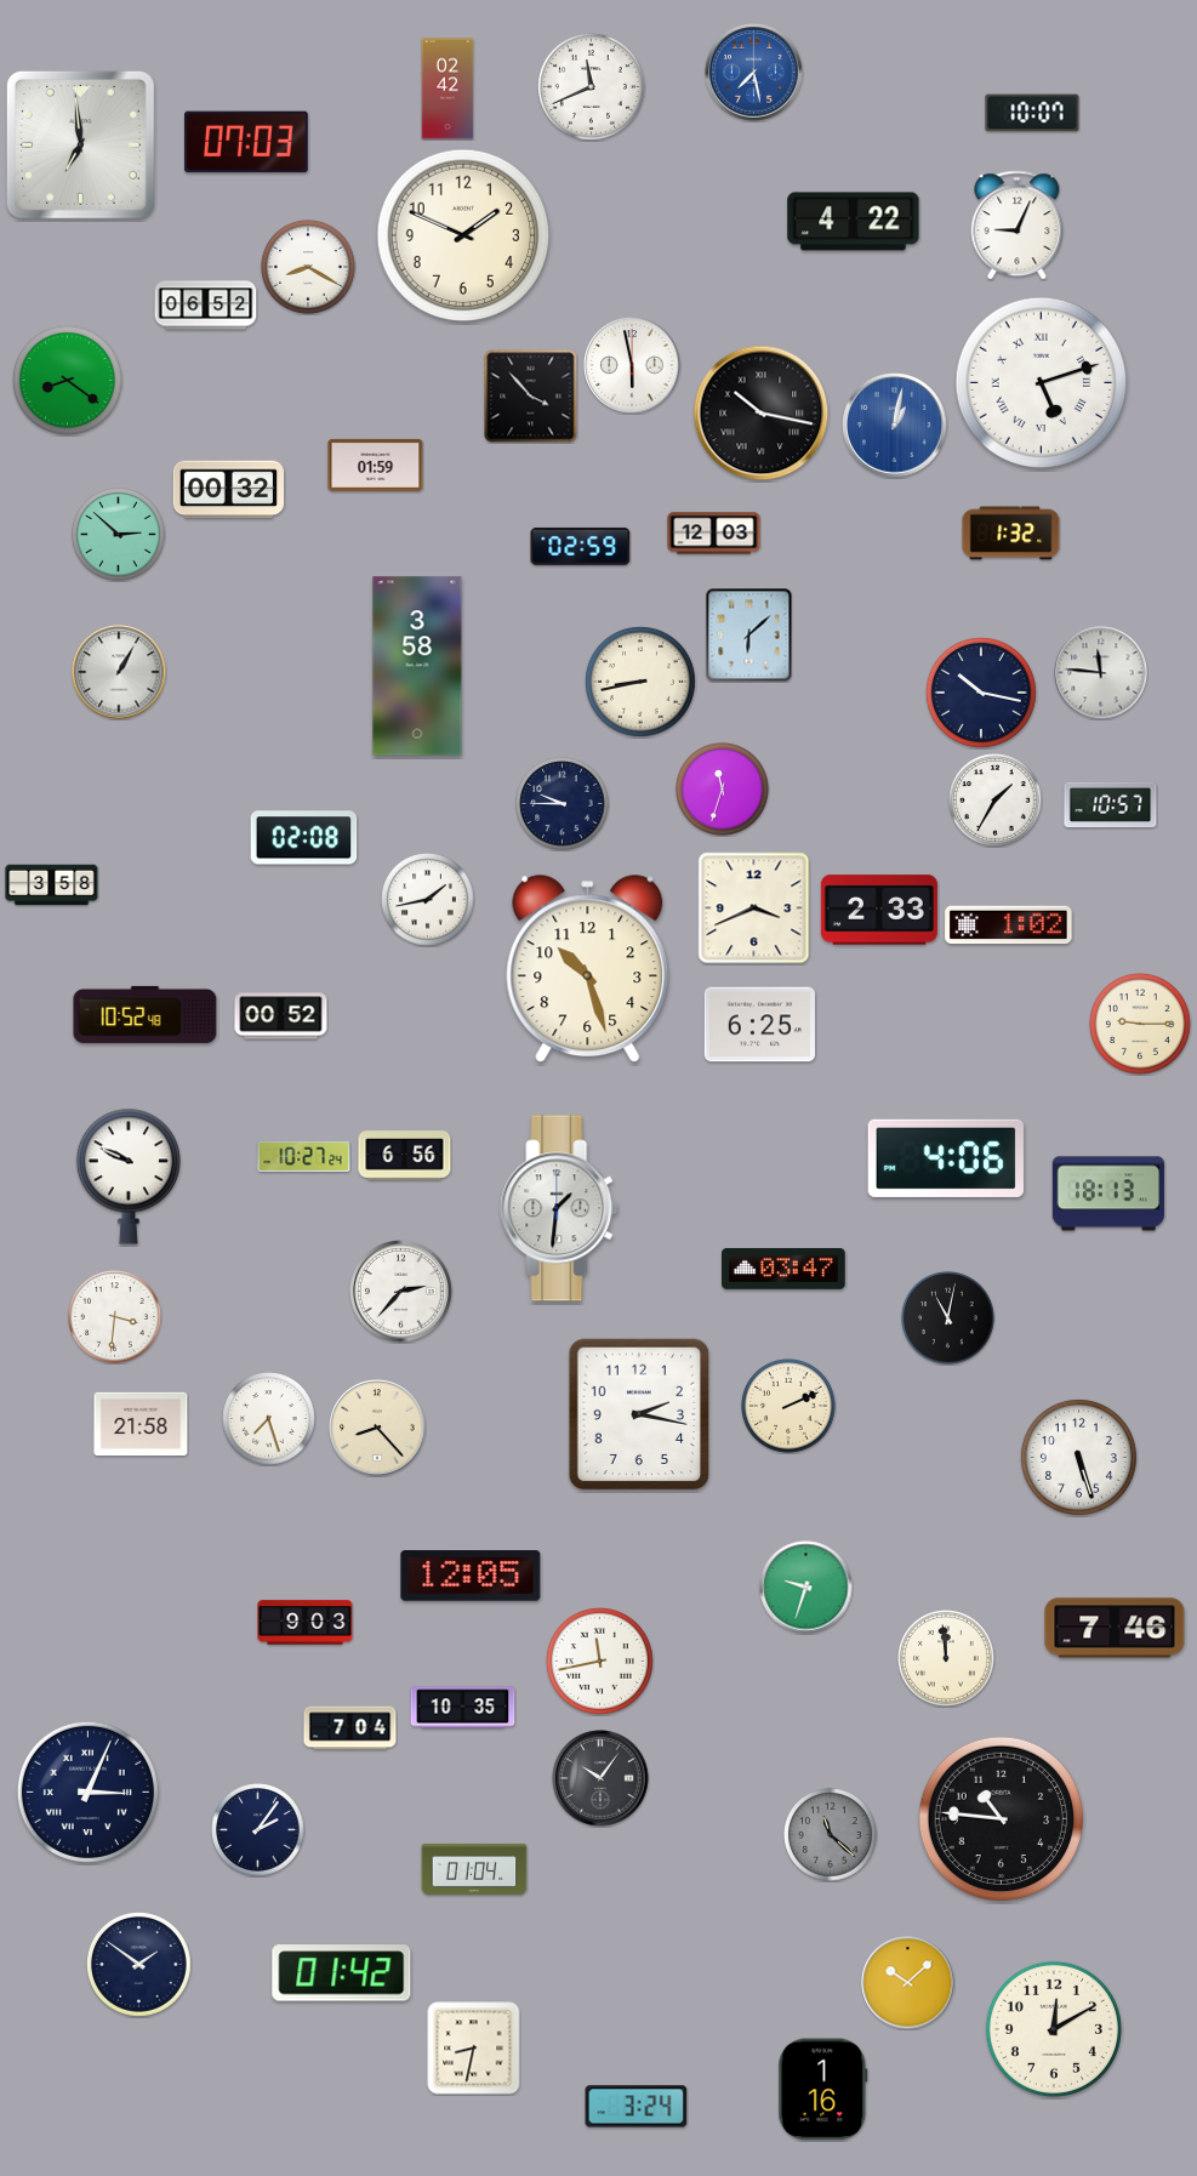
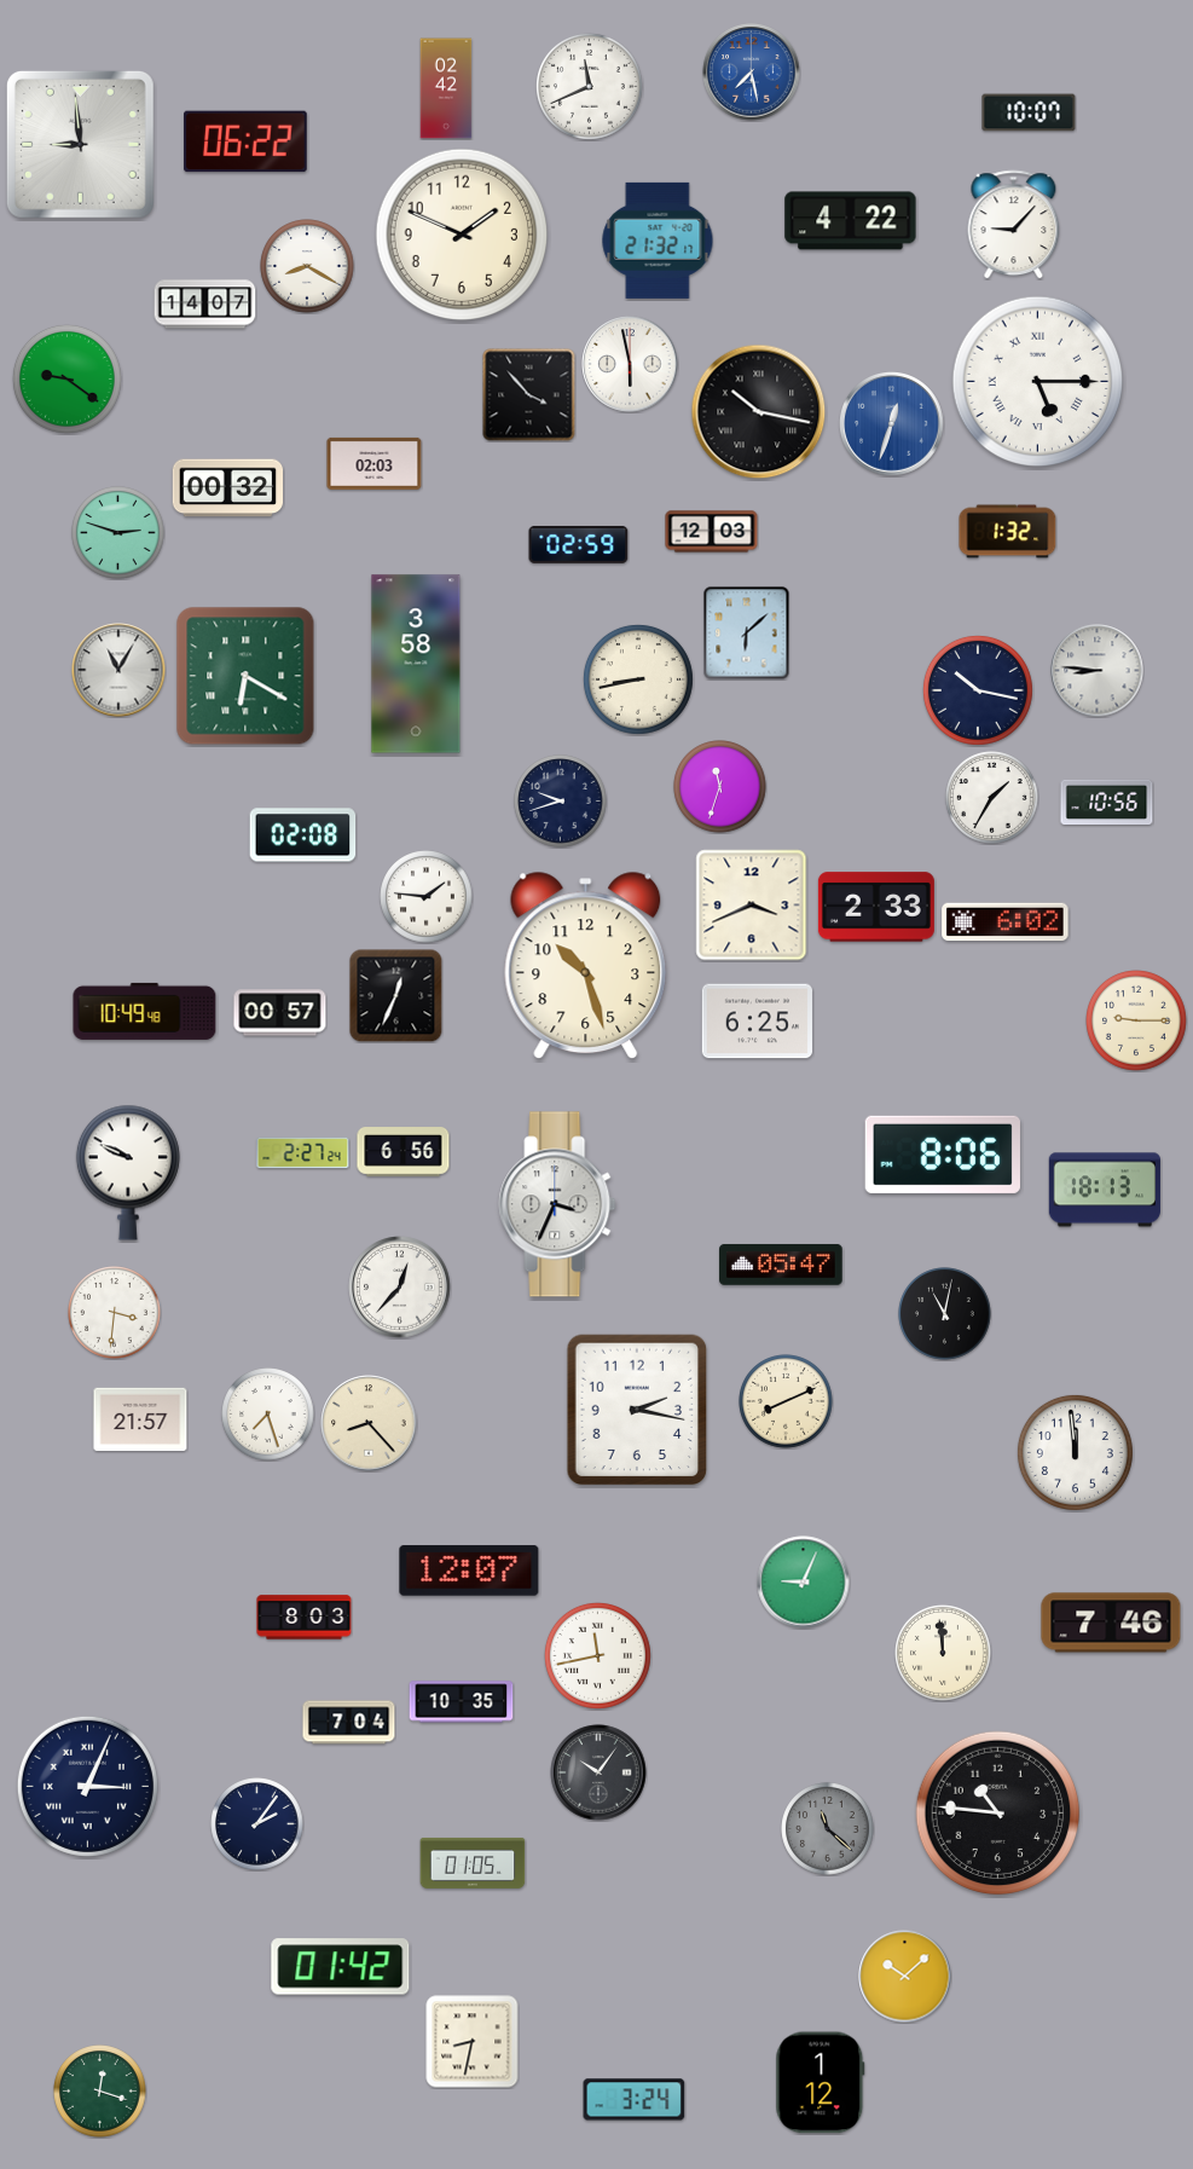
clock at (246, 142): 07:03 -> 06:22
clock at (80, 144): 6:59 -> 8:59
clock at (1018, 226): 9:04 -> 9:07
clock at (658, 241): none -> 21:32
clock at (206, 306): 06:52 -> 14:07
clock at (67, 380): 8:21 -> 9:21
clock at (1042, 383): 5:12 -> 5:15
clock at (895, 426): 1:02 -> 12:33
clock at (376, 465): 01:59 -> 02:03
clock at (119, 535): 2:52 -> 2:48
clock at (119, 672): 1:05 -> 11:05
clock at (1101, 673): 11:46 -> 8:46
clock at (245, 676): none -> 6:20
clock at (563, 804): 9:45 -> 9:42
clock at (1111, 805): 10:57 -> 10:56
clock at (52, 885): 3:58 -> none
clock at (428, 900): 1:43 -> 1:46
clock at (1009, 925): 1:02 -> 6:02
clock at (395, 995): none -> 12:34
clock at (146, 1014): 10:52 -> 10:49
clock at (281, 1016): 00:52 -> 00:57
clock at (304, 1157): 10:27 -> 2:27
clock at (946, 1158): 4:06 -> 8:06
clock at (559, 1208): 1:31 -> 3:34
clock at (783, 1269): 03:47 -> 05:47
clock at (401, 1292): 2:37 -> 12:37
clock at (788, 1406): 2:11 -> 8:11
clock at (141, 1424): 21:58 -> 21:57
clock at (377, 1428) position: (377, 1428) -> (369, 1423)
clock at (1078, 1457): 5:27 -> 11:59
clock at (471, 1576): 12:05 -> 12:07
clock at (806, 1588): 9:33 -> 9:04
clock at (306, 1623): 9:03 -> 8:03
clock at (474, 1869): 01:04 -> 01:05
clock at (139, 1965): 1:51 -> none
clock at (1054, 2029): 12:10 -> none
clock at (823, 2090): 1:16 -> 1:12
clock at (100, 2092): none -> 12:18
